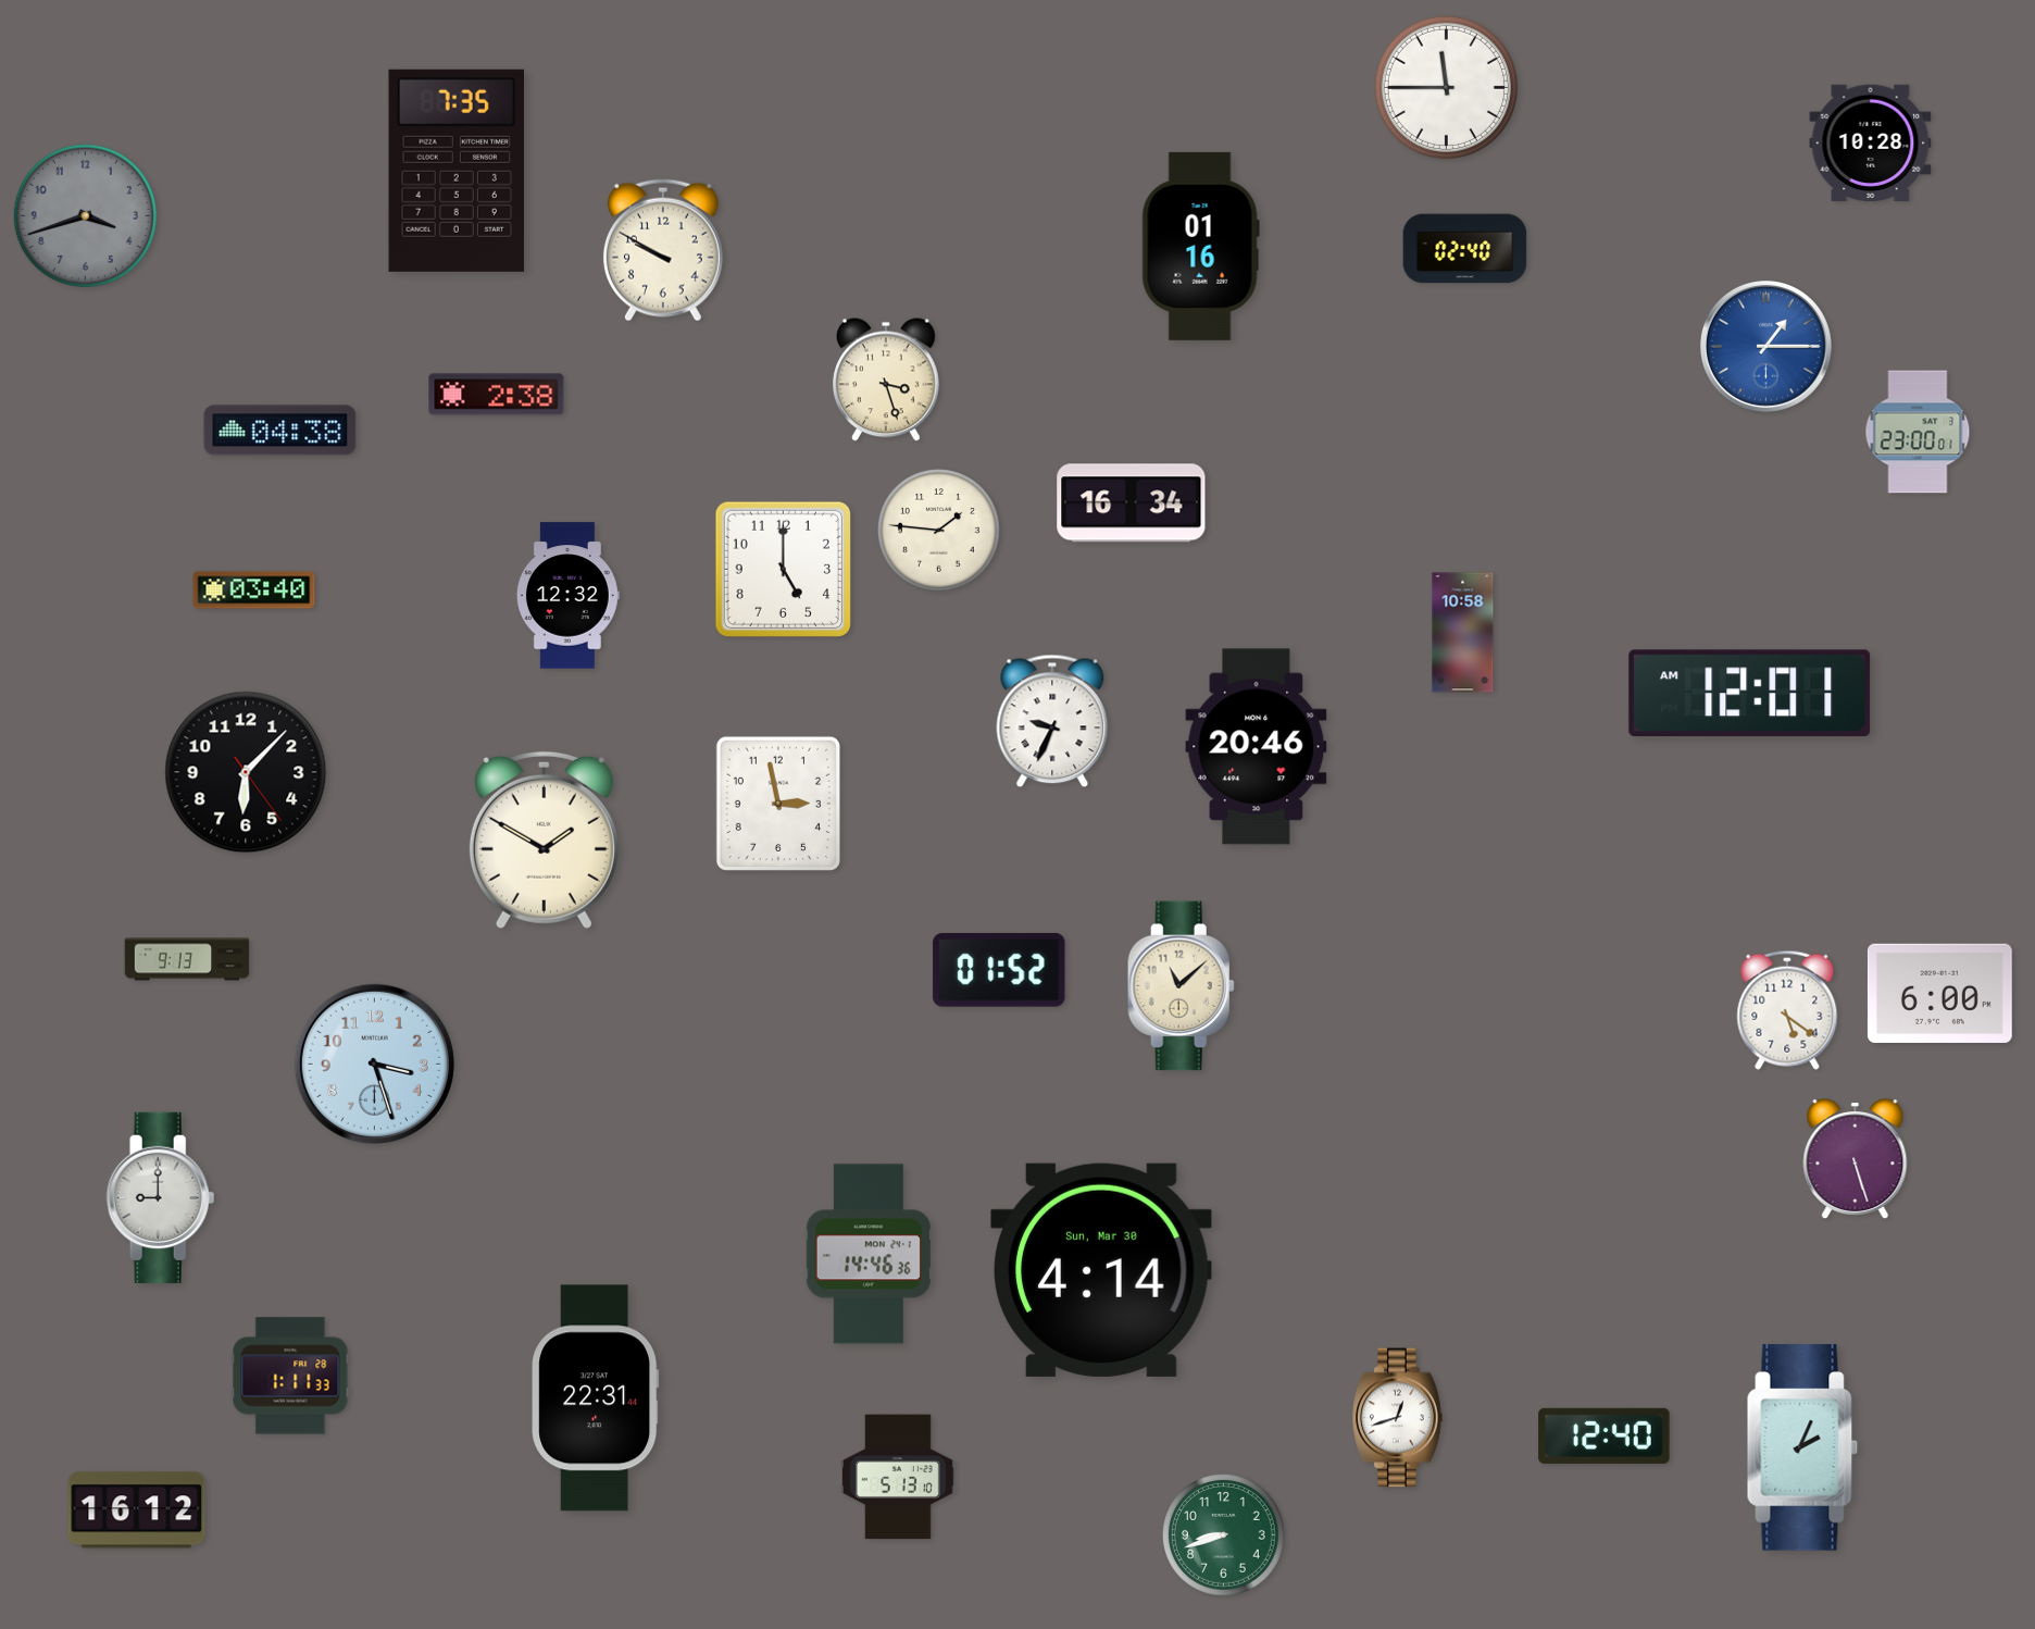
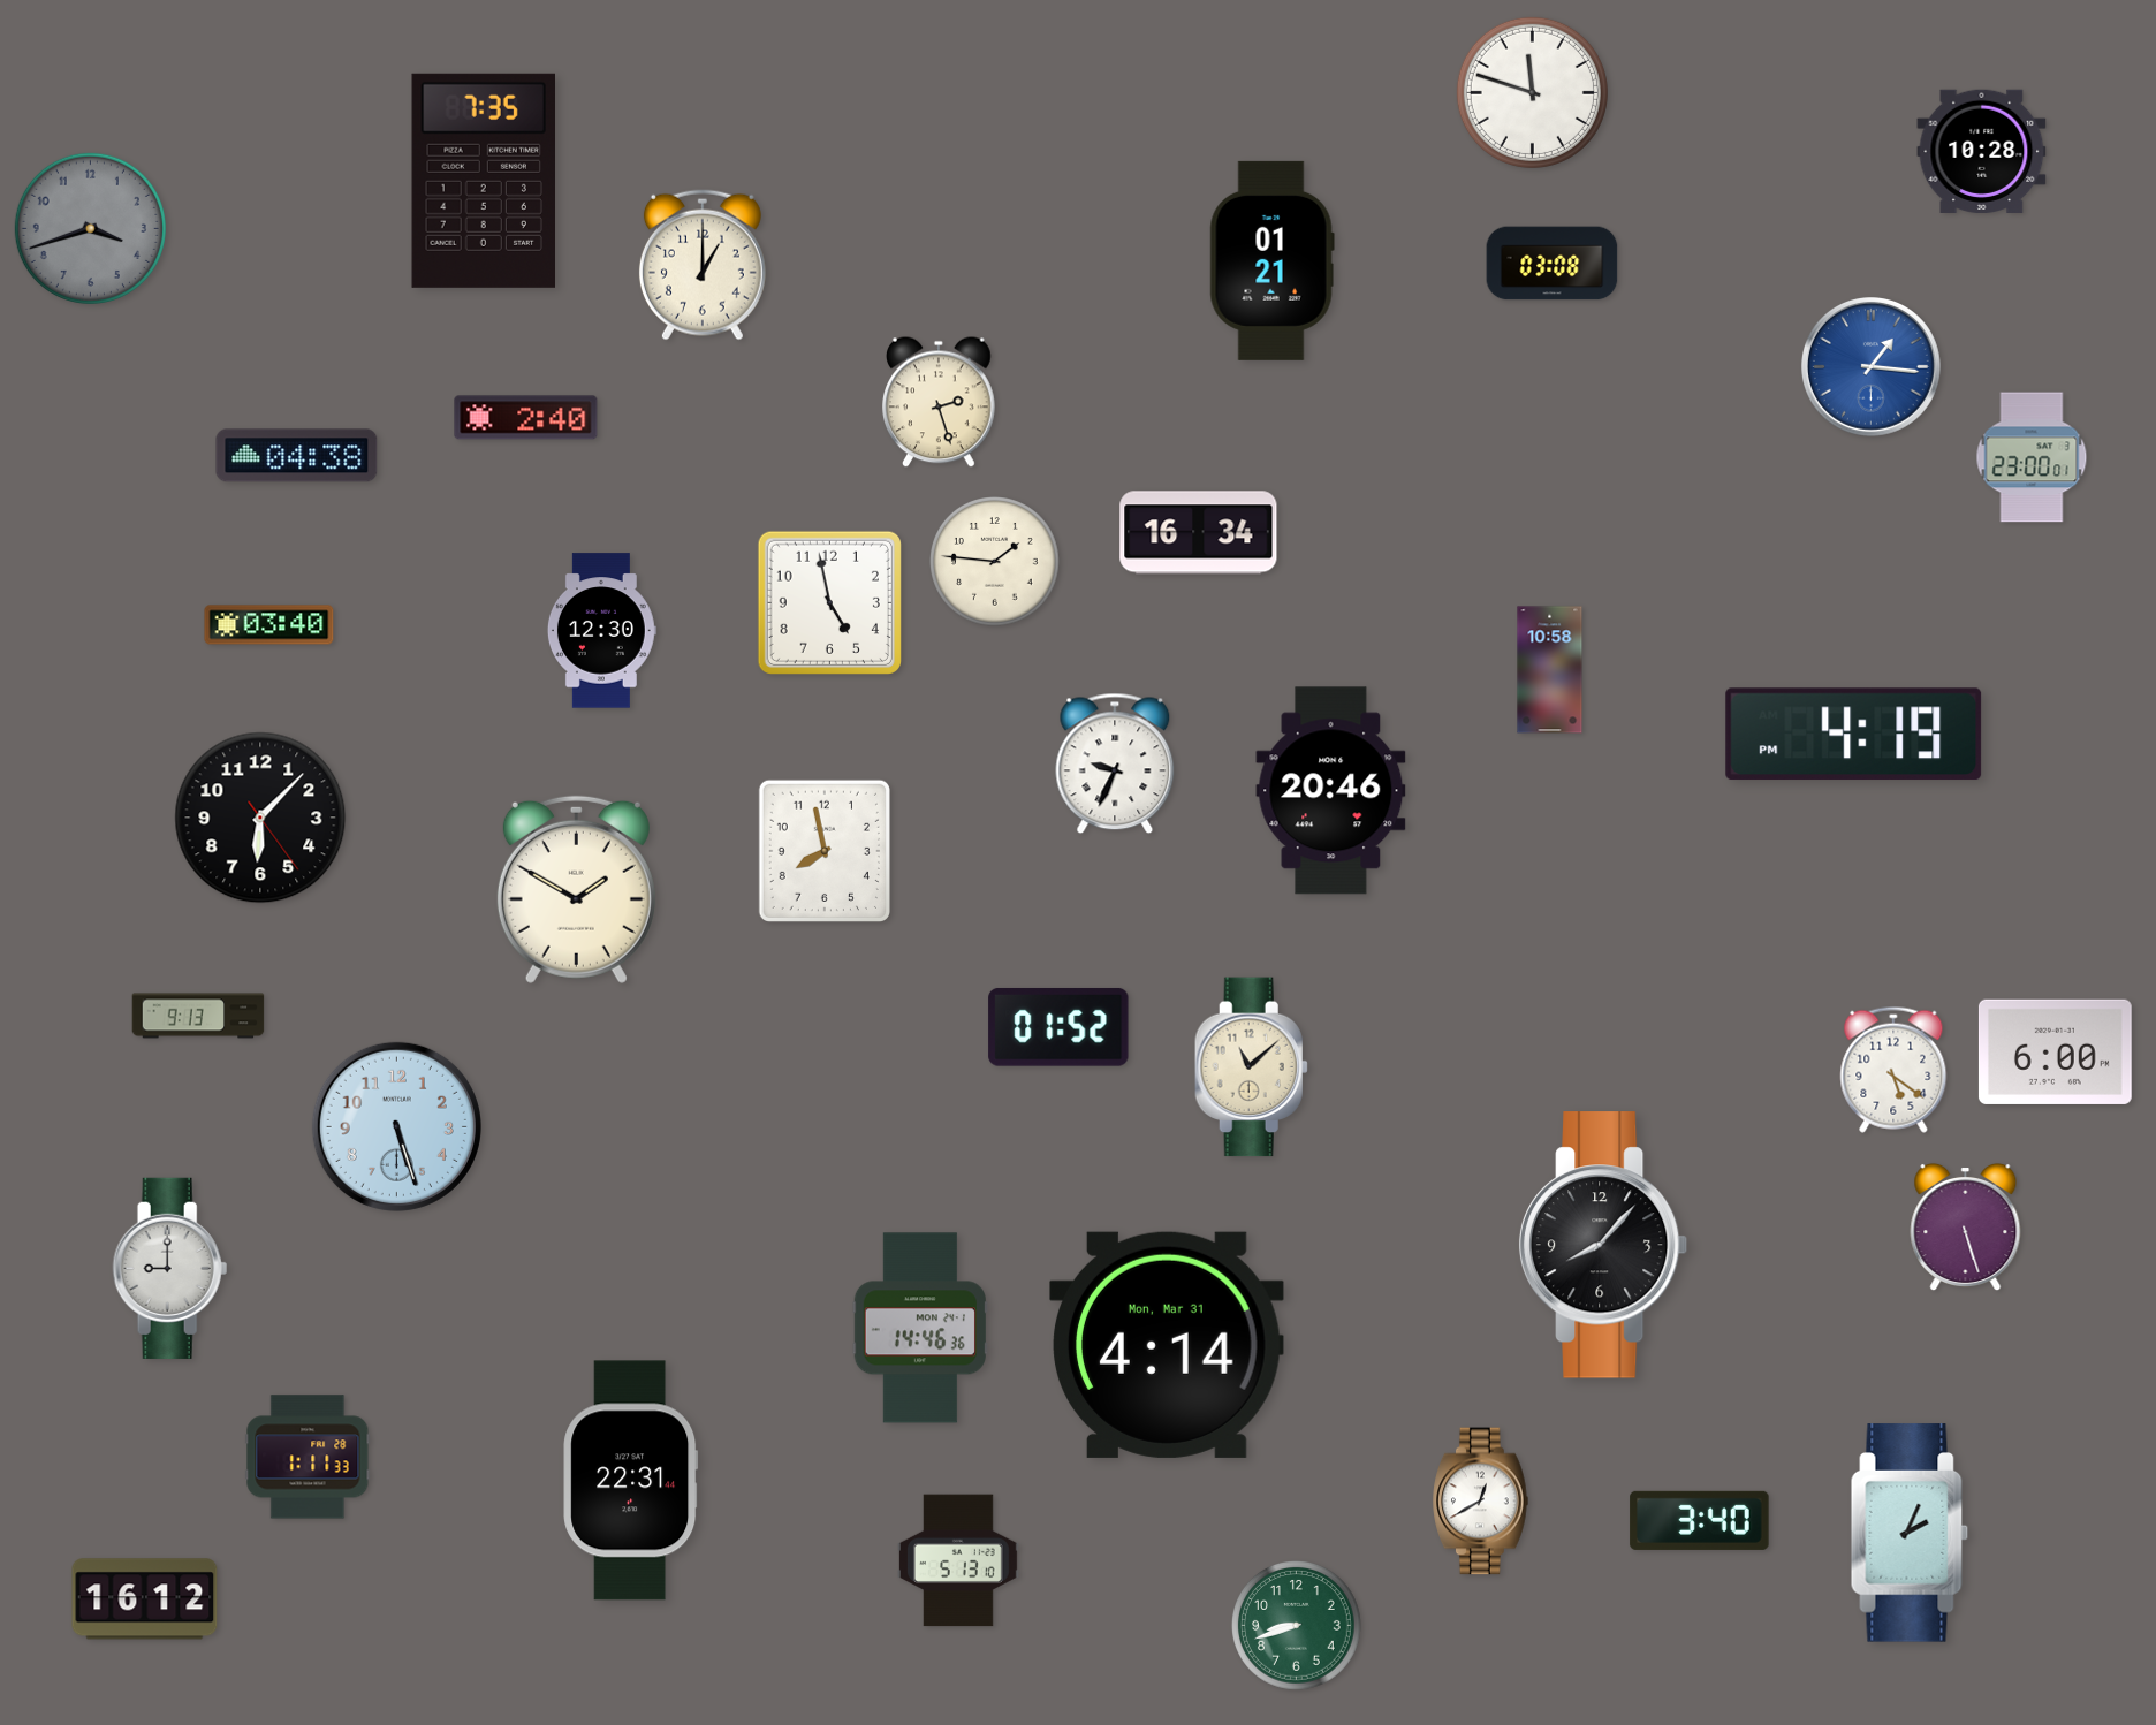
clock at (1446, 87): 11:45 -> 11:48
clock at (1200, 246): 01:16 -> 01:21
clock at (1465, 249): 02:40 -> 03:08
clock at (663, 250): 9:50 -> 1:00
clock at (1766, 347): 1:15 -> 1:16
clock at (887, 380): 3:27 -> 2:27
clock at (497, 395): 2:38 -> 2:40
clock at (783, 569): 5:00 -> 4:58
clock at (567, 596): 12:32 -> 12:30
clock at (1750, 694): 12:01 -> 4:19
clock at (778, 804): 2:58 -> 7:58
clock at (1181, 986) position: (1181, 986) -> (1251, 1067)
clock at (374, 1064): 3:27 -> 5:27
clock at (1603, 1245): none -> 8:07
clock at (1101, 1270) date: Sun, Mar 30 -> Mon, Mar 31
clock at (1398, 1418): 12:42 -> 12:40
clock at (1605, 1435): 12:40 -> 3:40
clock at (898, 1477) position: (898, 1477) -> (958, 1560)
